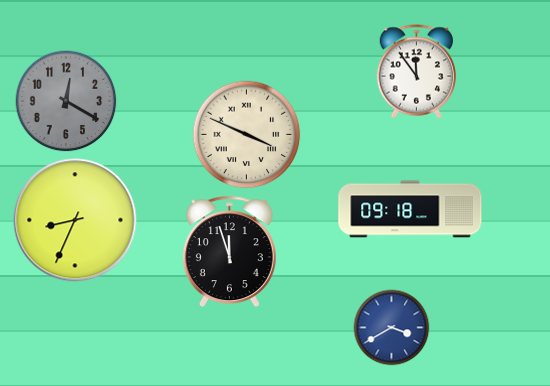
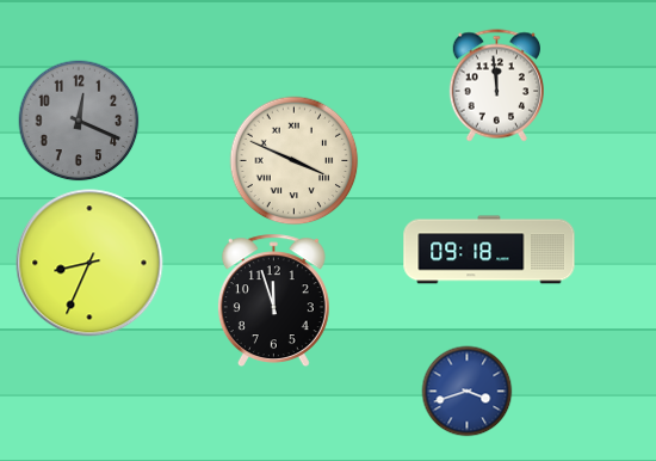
clock at (416, 72): 11:54 -> 11:59
clock at (66, 101): 12:20 -> 12:19
clock at (392, 328): 3:40 -> 3:42
